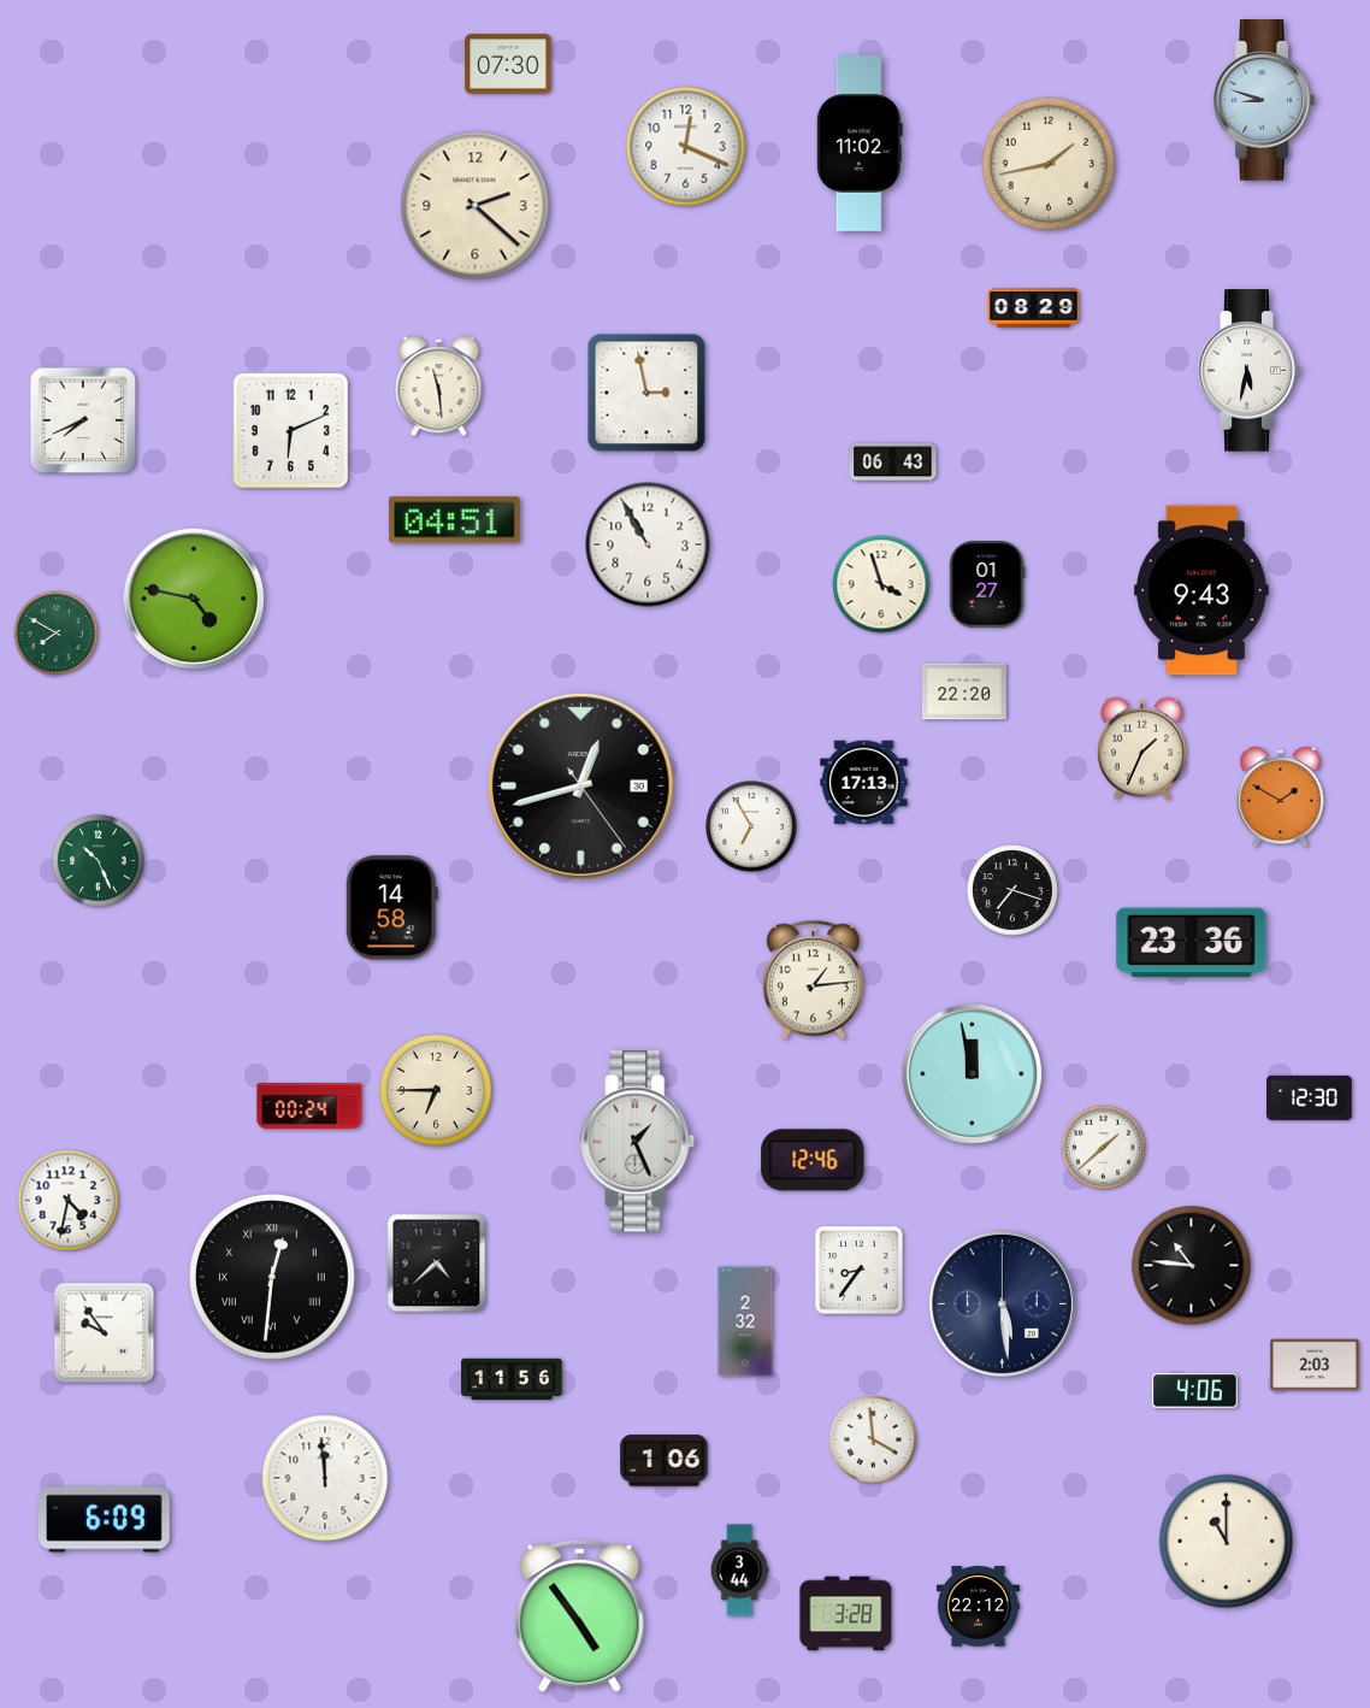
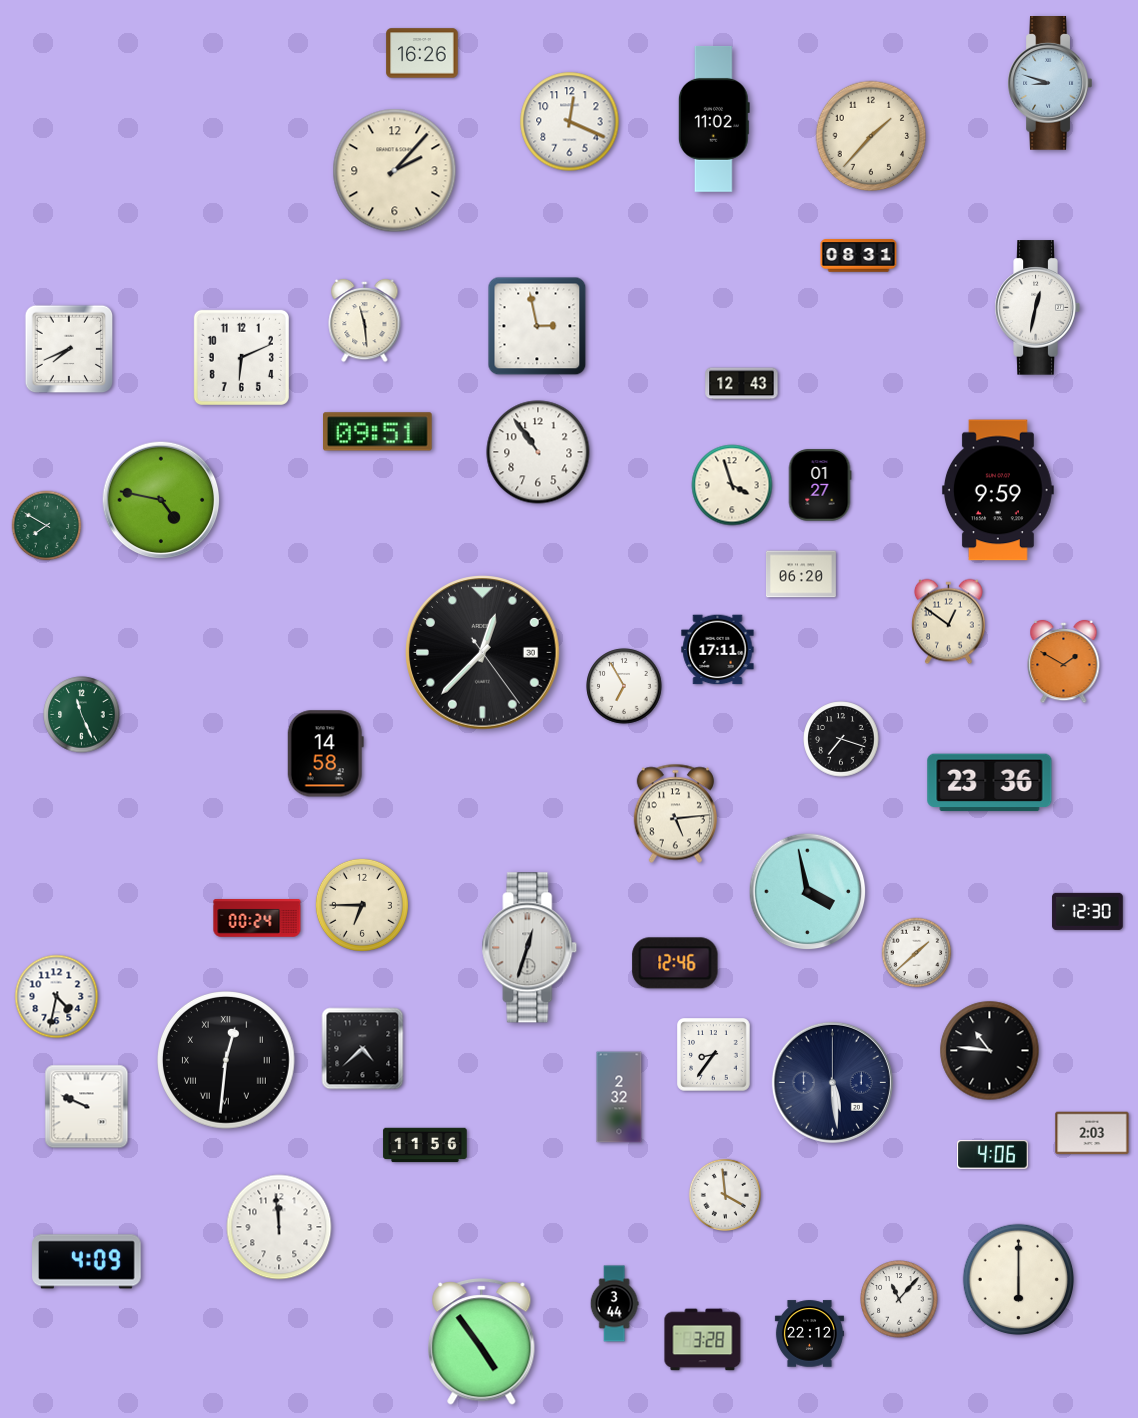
clock at (508, 64): 07:30 -> 16:26
clock at (1049, 164): 1:43 -> 1:37
clock at (476, 206): 2:22 -> 2:07
clock at (1034, 308): 08:29 -> 08:31
clock at (1248, 371): 5:32 -> 12:32
clock at (893, 463): 06:43 -> 12:43
clock at (455, 520): 04:51 -> 09:51
clock at (648, 544): 10:55 -> 10:54
clock at (1201, 590): 9:43 -> 9:59
clock at (194, 599) position: (194, 599) -> (161, 500)
clock at (964, 691): 22:20 -> 06:20
clock at (1142, 749): 1:34 -> 12:51
clock at (864, 783): 17:13 -> 17:11
clock at (581, 787): 12:42 -> 12:37
clock at (99, 861): 10:26 -> 11:26
clock at (813, 980): 1:14 -> 5:14
clock at (973, 1074): 11:58 -> 3:58
clock at (638, 1142): 1:26 -> 12:33
clock at (105, 1333): 9:54 -> 9:49
clock at (665, 1461): 1:06 -> none
clock at (325, 1478) position: (325, 1478) -> (279, 1227)
clock at (105, 1520): 6:09 -> 4:09
clock at (1227, 1542): 11:00 -> 6:00
clock at (899, 1299): none -> 11:07
clock at (978, 1607) position: (978, 1607) -> (809, 1334)
